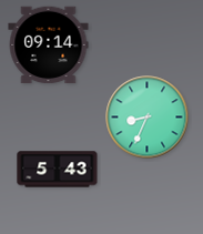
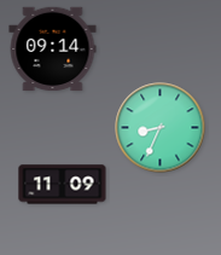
clock at (58, 170): 5:43 -> 11:09
